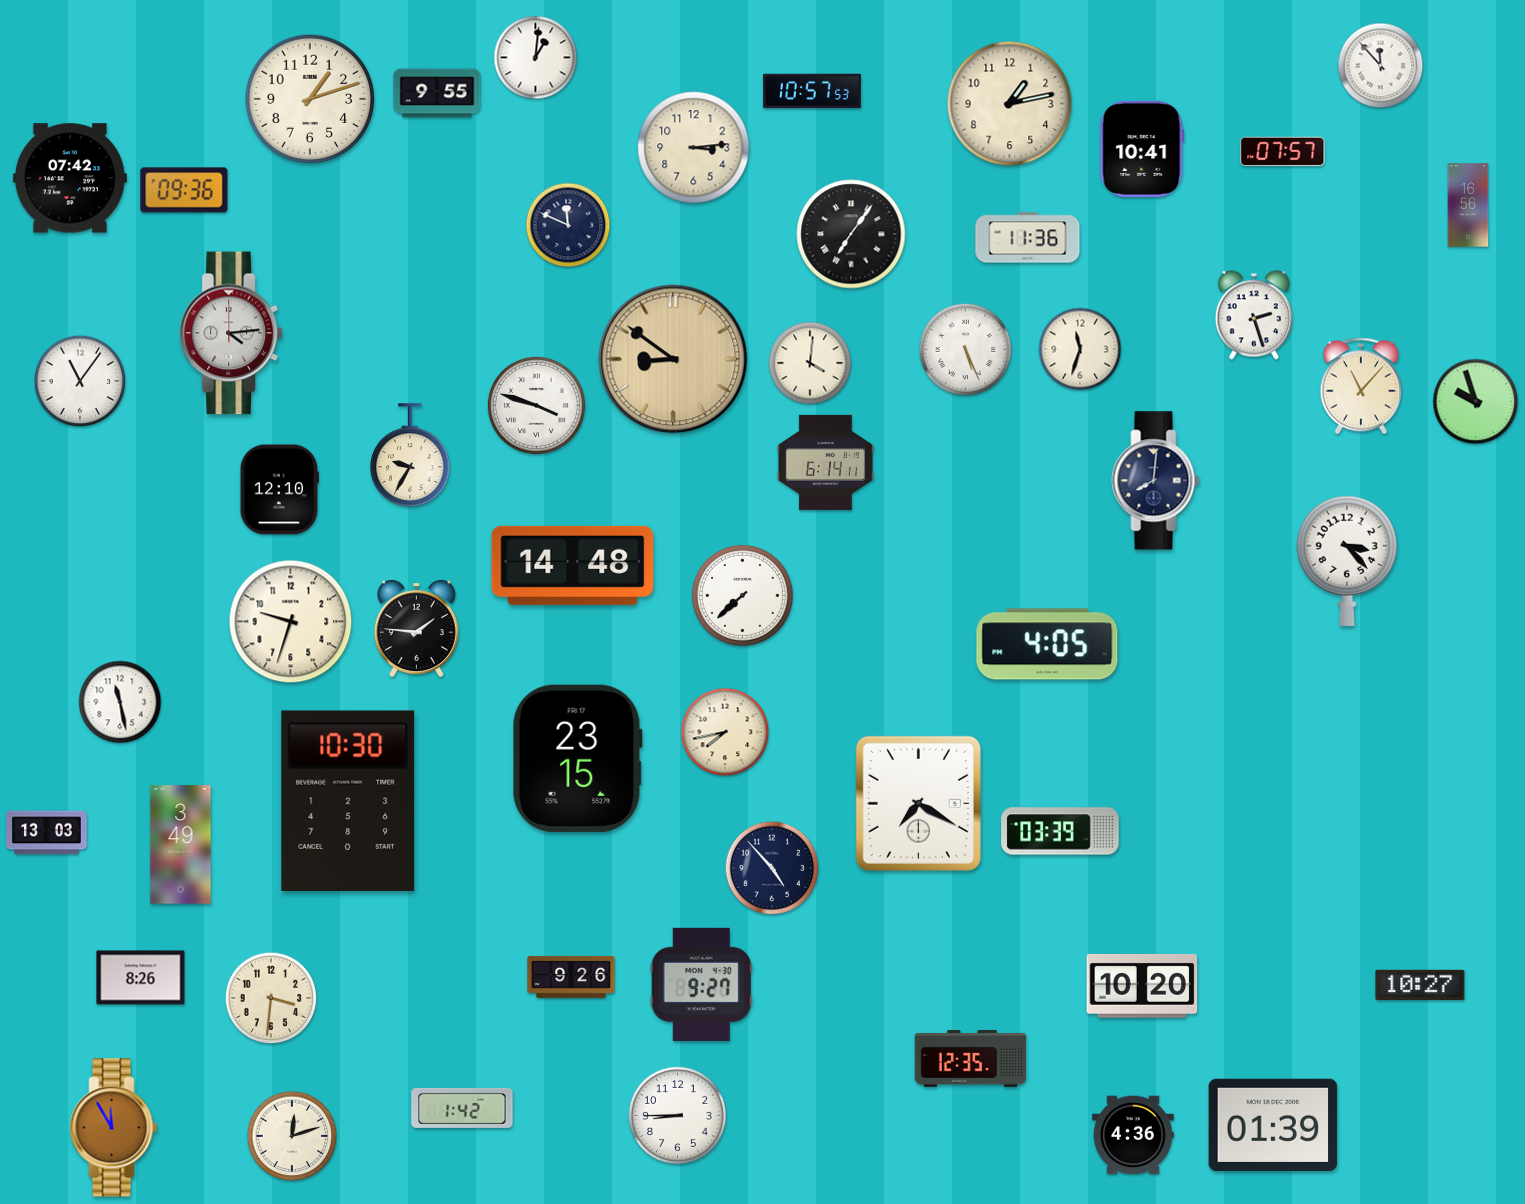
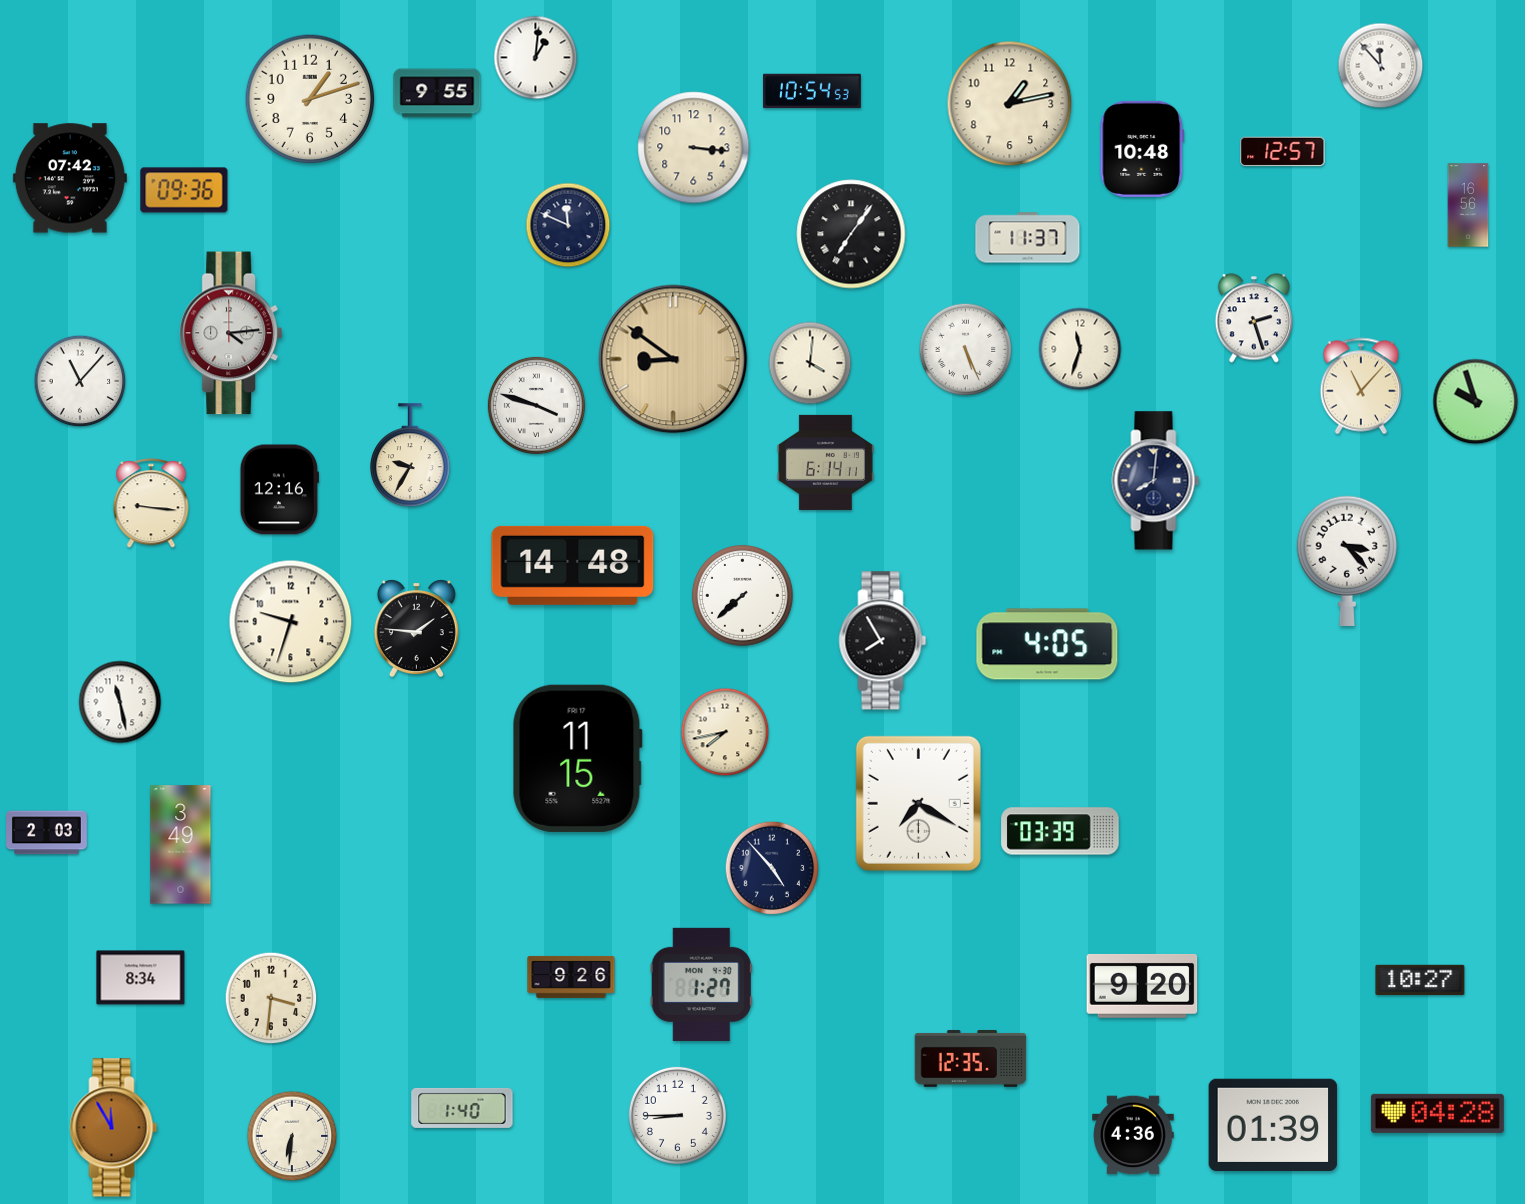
clock at (812, 91): 10:57 -> 10:54
clock at (694, 148): 3:14 -> 3:16
clock at (1142, 149): 10:41 -> 10:48
clock at (1283, 152): 07:57 -> 12:57
clock at (1028, 238): 11:36 -> 11:37
clock at (1254, 315) position: (1254, 315) -> (1254, 318)
clock at (80, 381): 11:06 -> 11:07
clock at (279, 490): 12:10 -> 12:16
clock at (151, 504): none -> 9:16
clock at (883, 641): none -> 7:55
clock at (577, 758): 23:15 -> 11:15
clock at (348, 801): 10:30 -> none
clock at (47, 833): 13:03 -> 2:03
clock at (141, 978): 8:26 -> 8:34
clock at (701, 984): 9:27 -> 1:27
clock at (1420, 984) position: (1420, 984) -> (1420, 979)
clock at (1142, 986): 10:20 -> 9:20
clock at (462, 1108): 1:42 -> 1:40
clock at (1437, 1113): none -> 04:28
clock at (292, 1136): 12:12 -> 6:31
